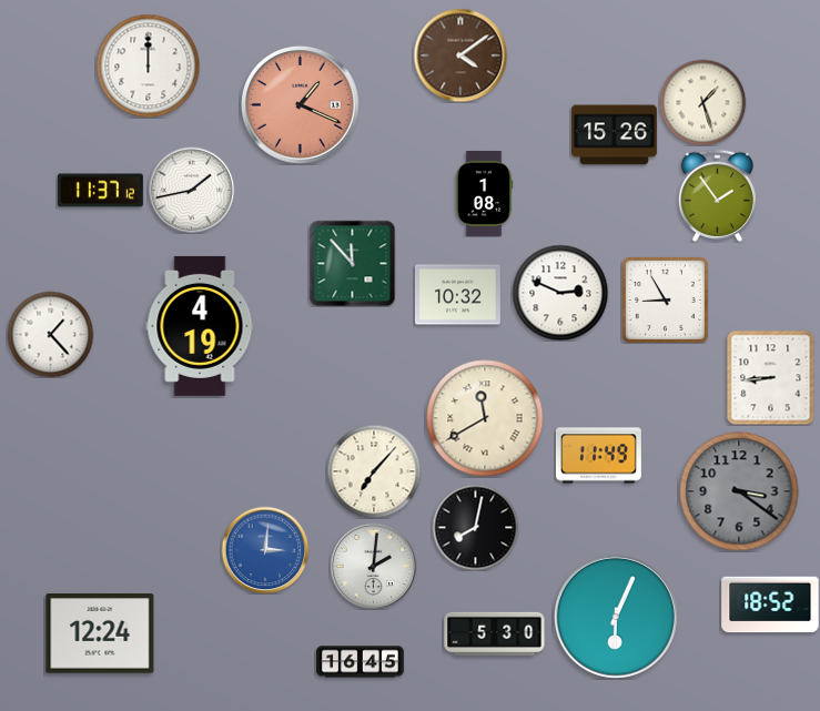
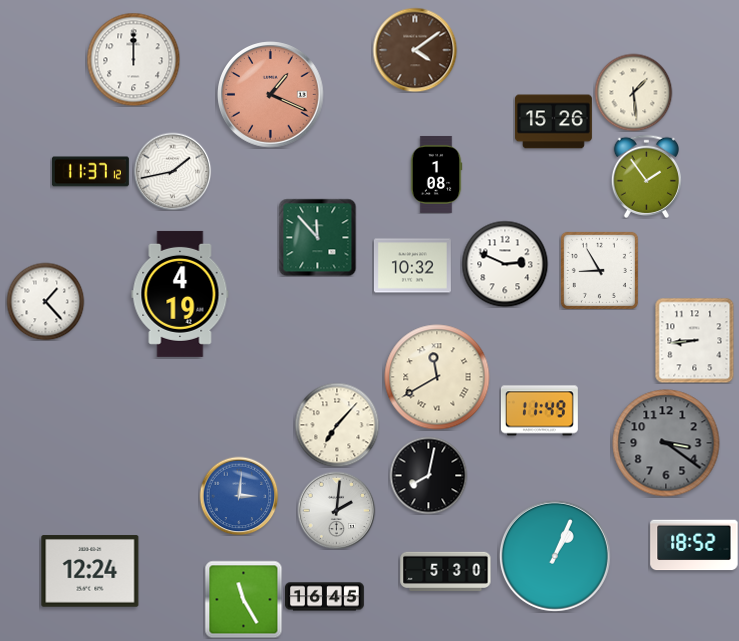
clock at (702, 102): 1:27 -> 1:29
clock at (616, 617): 6:04 -> 1:04
clock at (243, 599): none -> 11:25
